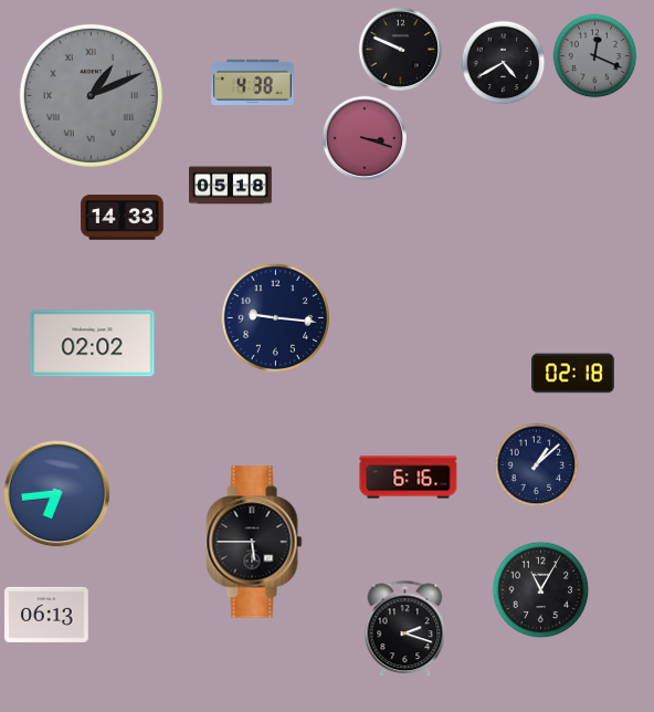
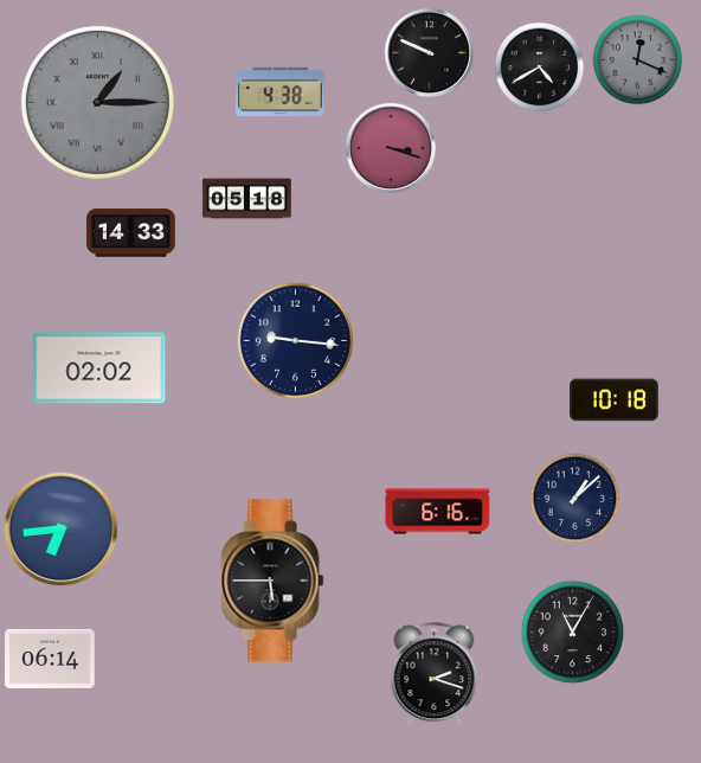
clock at (253, 83) position: (253, 83) -> (281, 92)
clock at (91, 95): 1:11 -> 1:15
clock at (573, 374): 02:18 -> 10:18
clock at (541, 590) position: (541, 590) -> (573, 633)
clock at (46, 615): 06:13 -> 06:14
